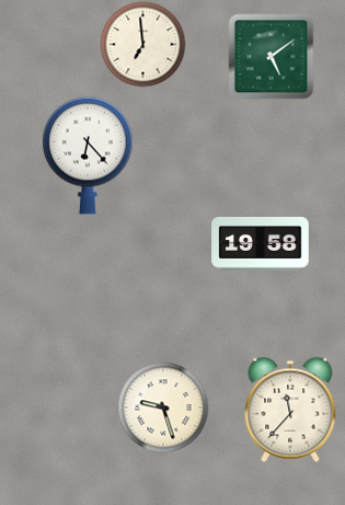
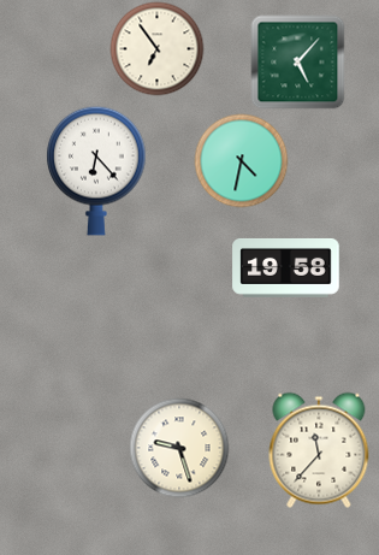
clock at (142, 44): 6:59 -> 6:54
clock at (271, 56): 5:09 -> 5:07
clock at (241, 160): none -> 4:32
